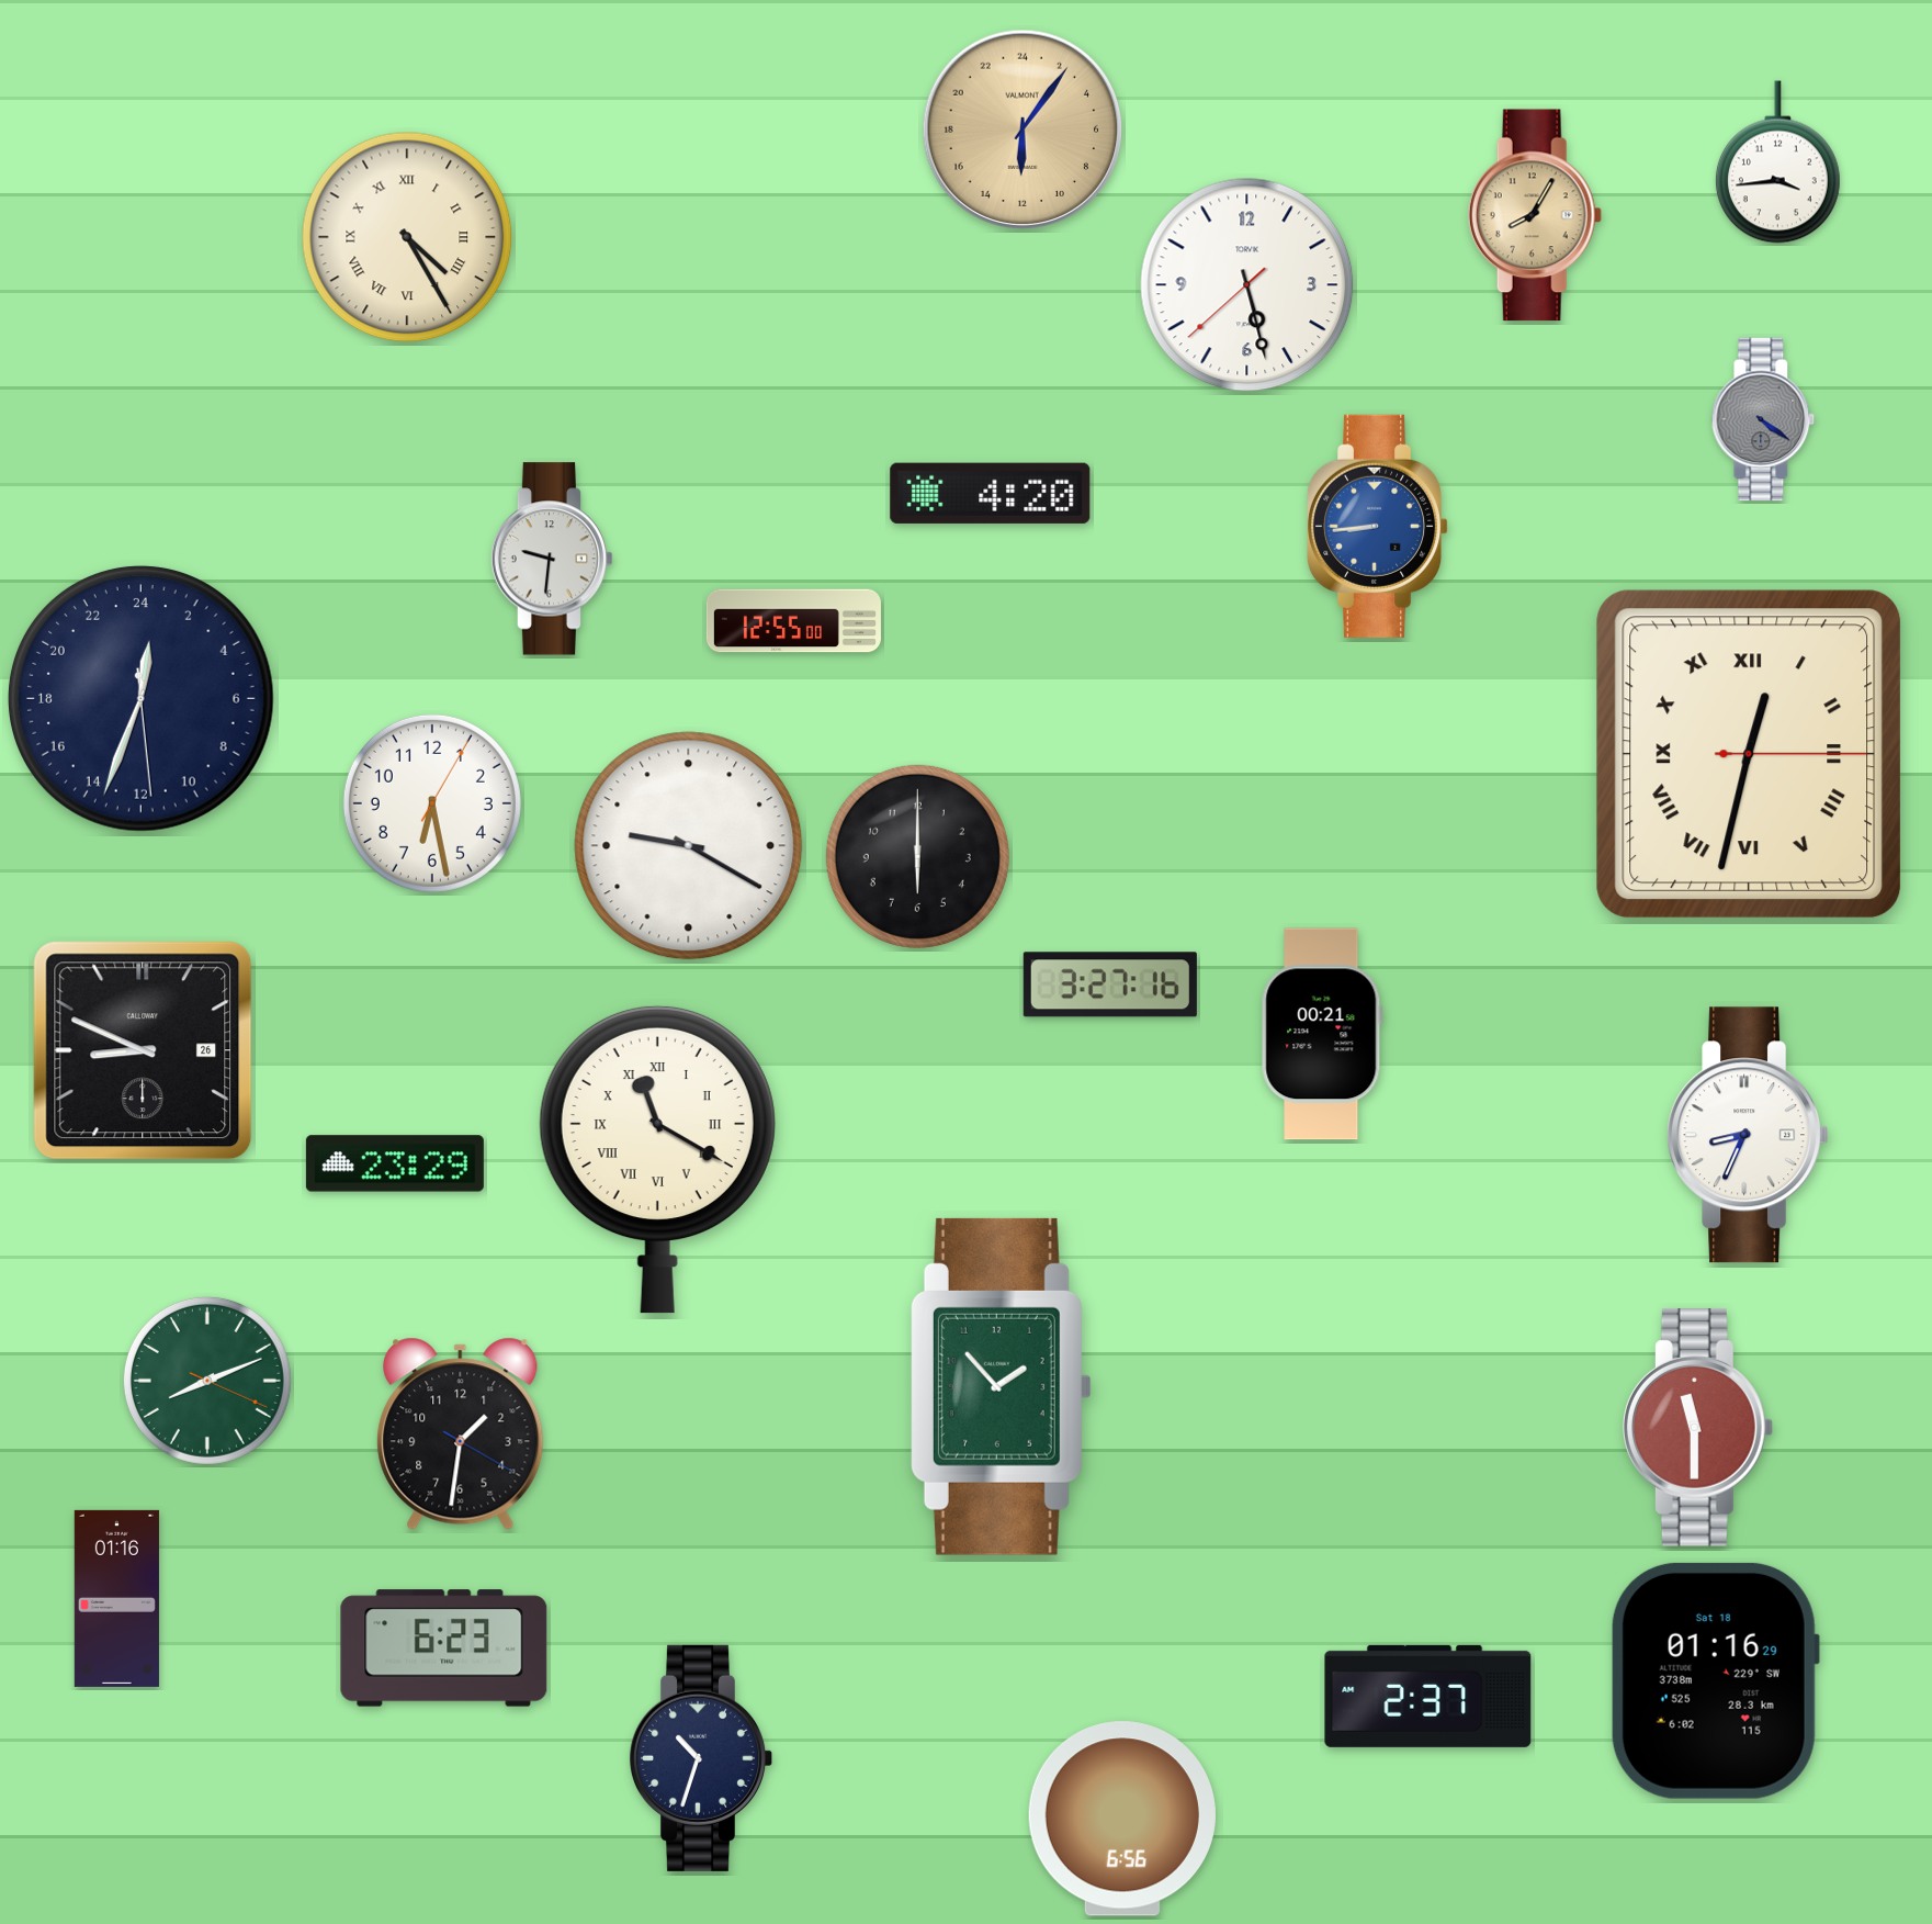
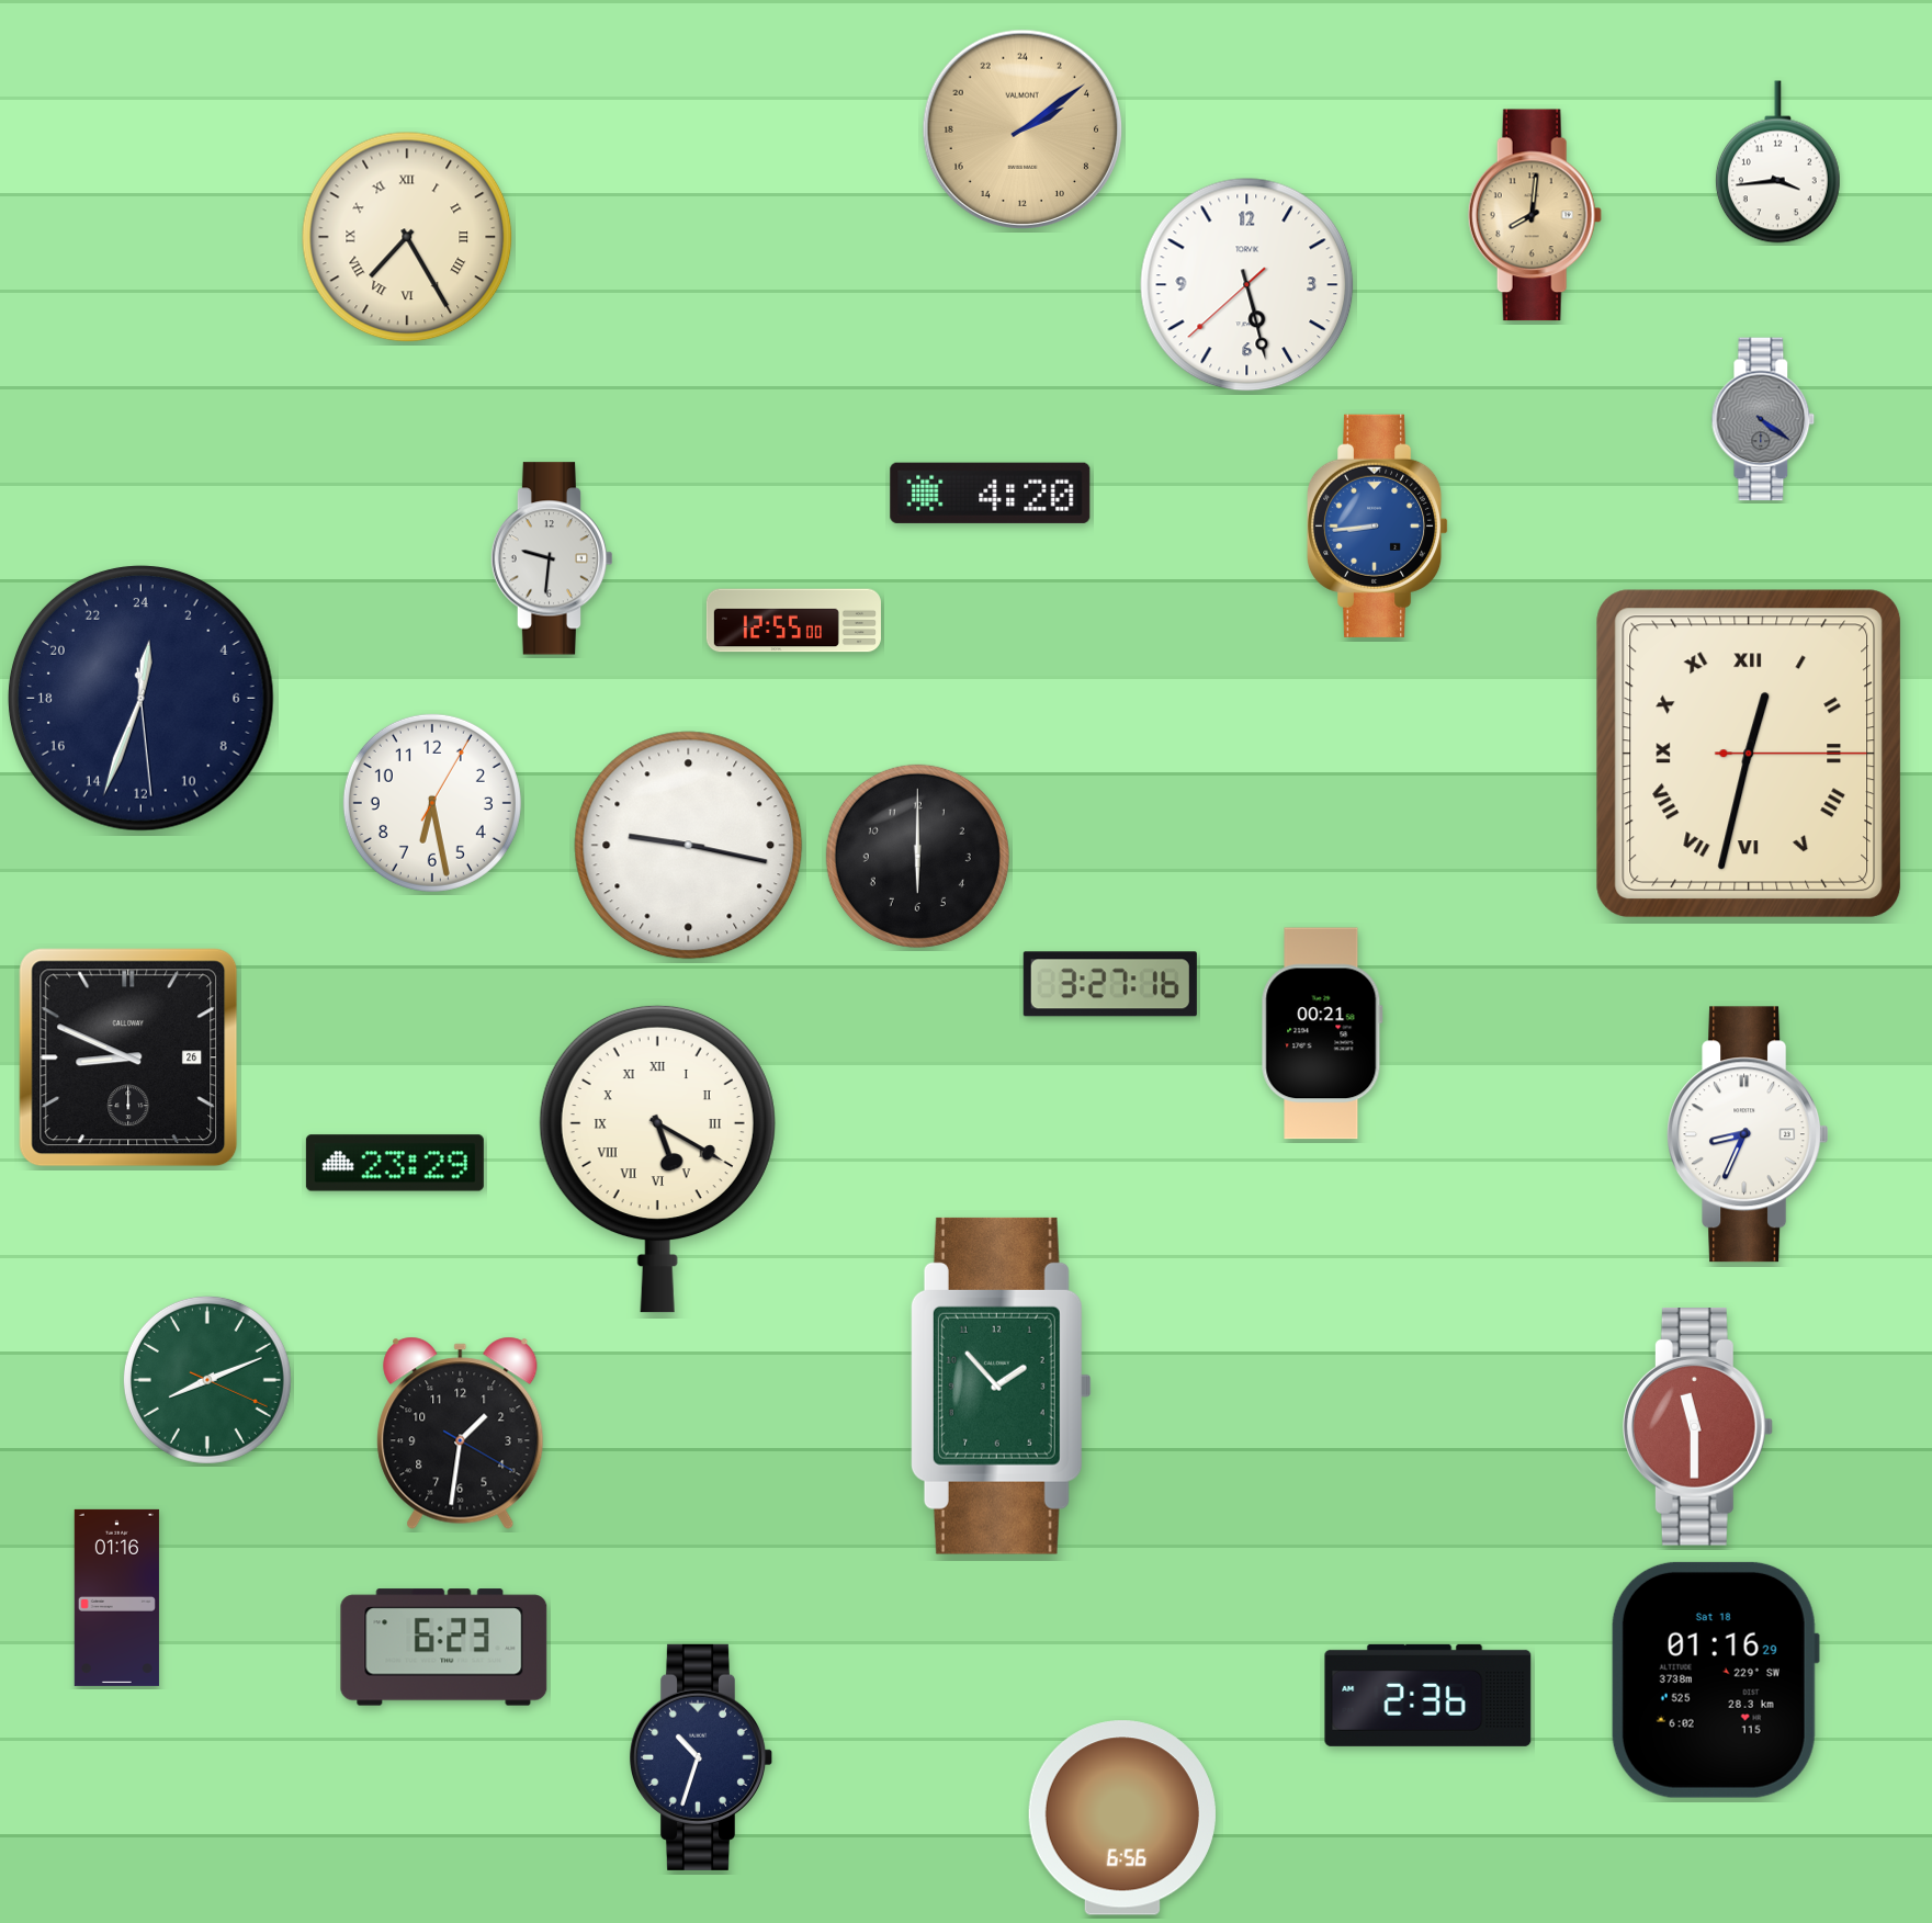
clock at (1023, 130): 12:06 -> 4:09
clock at (1535, 215): 8:05 -> 8:01
clock at (407, 237): 4:25 -> 7:25
clock at (689, 846): 9:20 -> 9:17
clock at (143, 1050) position: (143, 1050) -> (128, 1057)
clock at (657, 1159): 11:20 -> 5:20
clock at (1428, 1696): 2:37 -> 2:36
